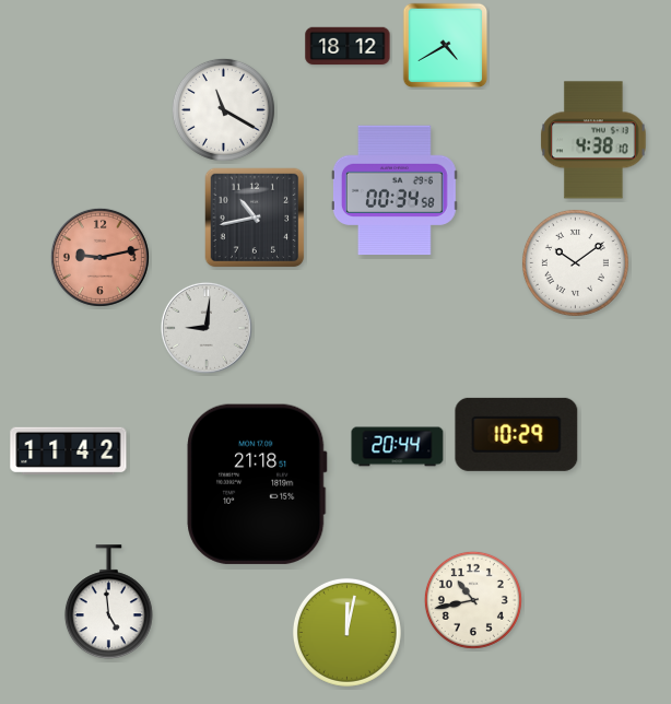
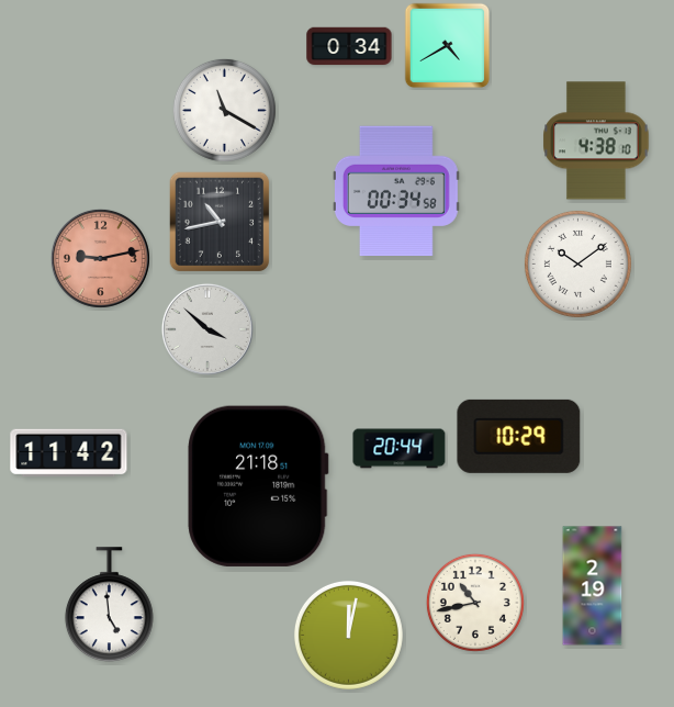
clock at (348, 46): 18:12 -> 0:34
clock at (255, 218) position: (255, 218) -> (220, 222)
clock at (207, 328): 9:01 -> 3:52
clock at (593, 586): none -> 2:19
